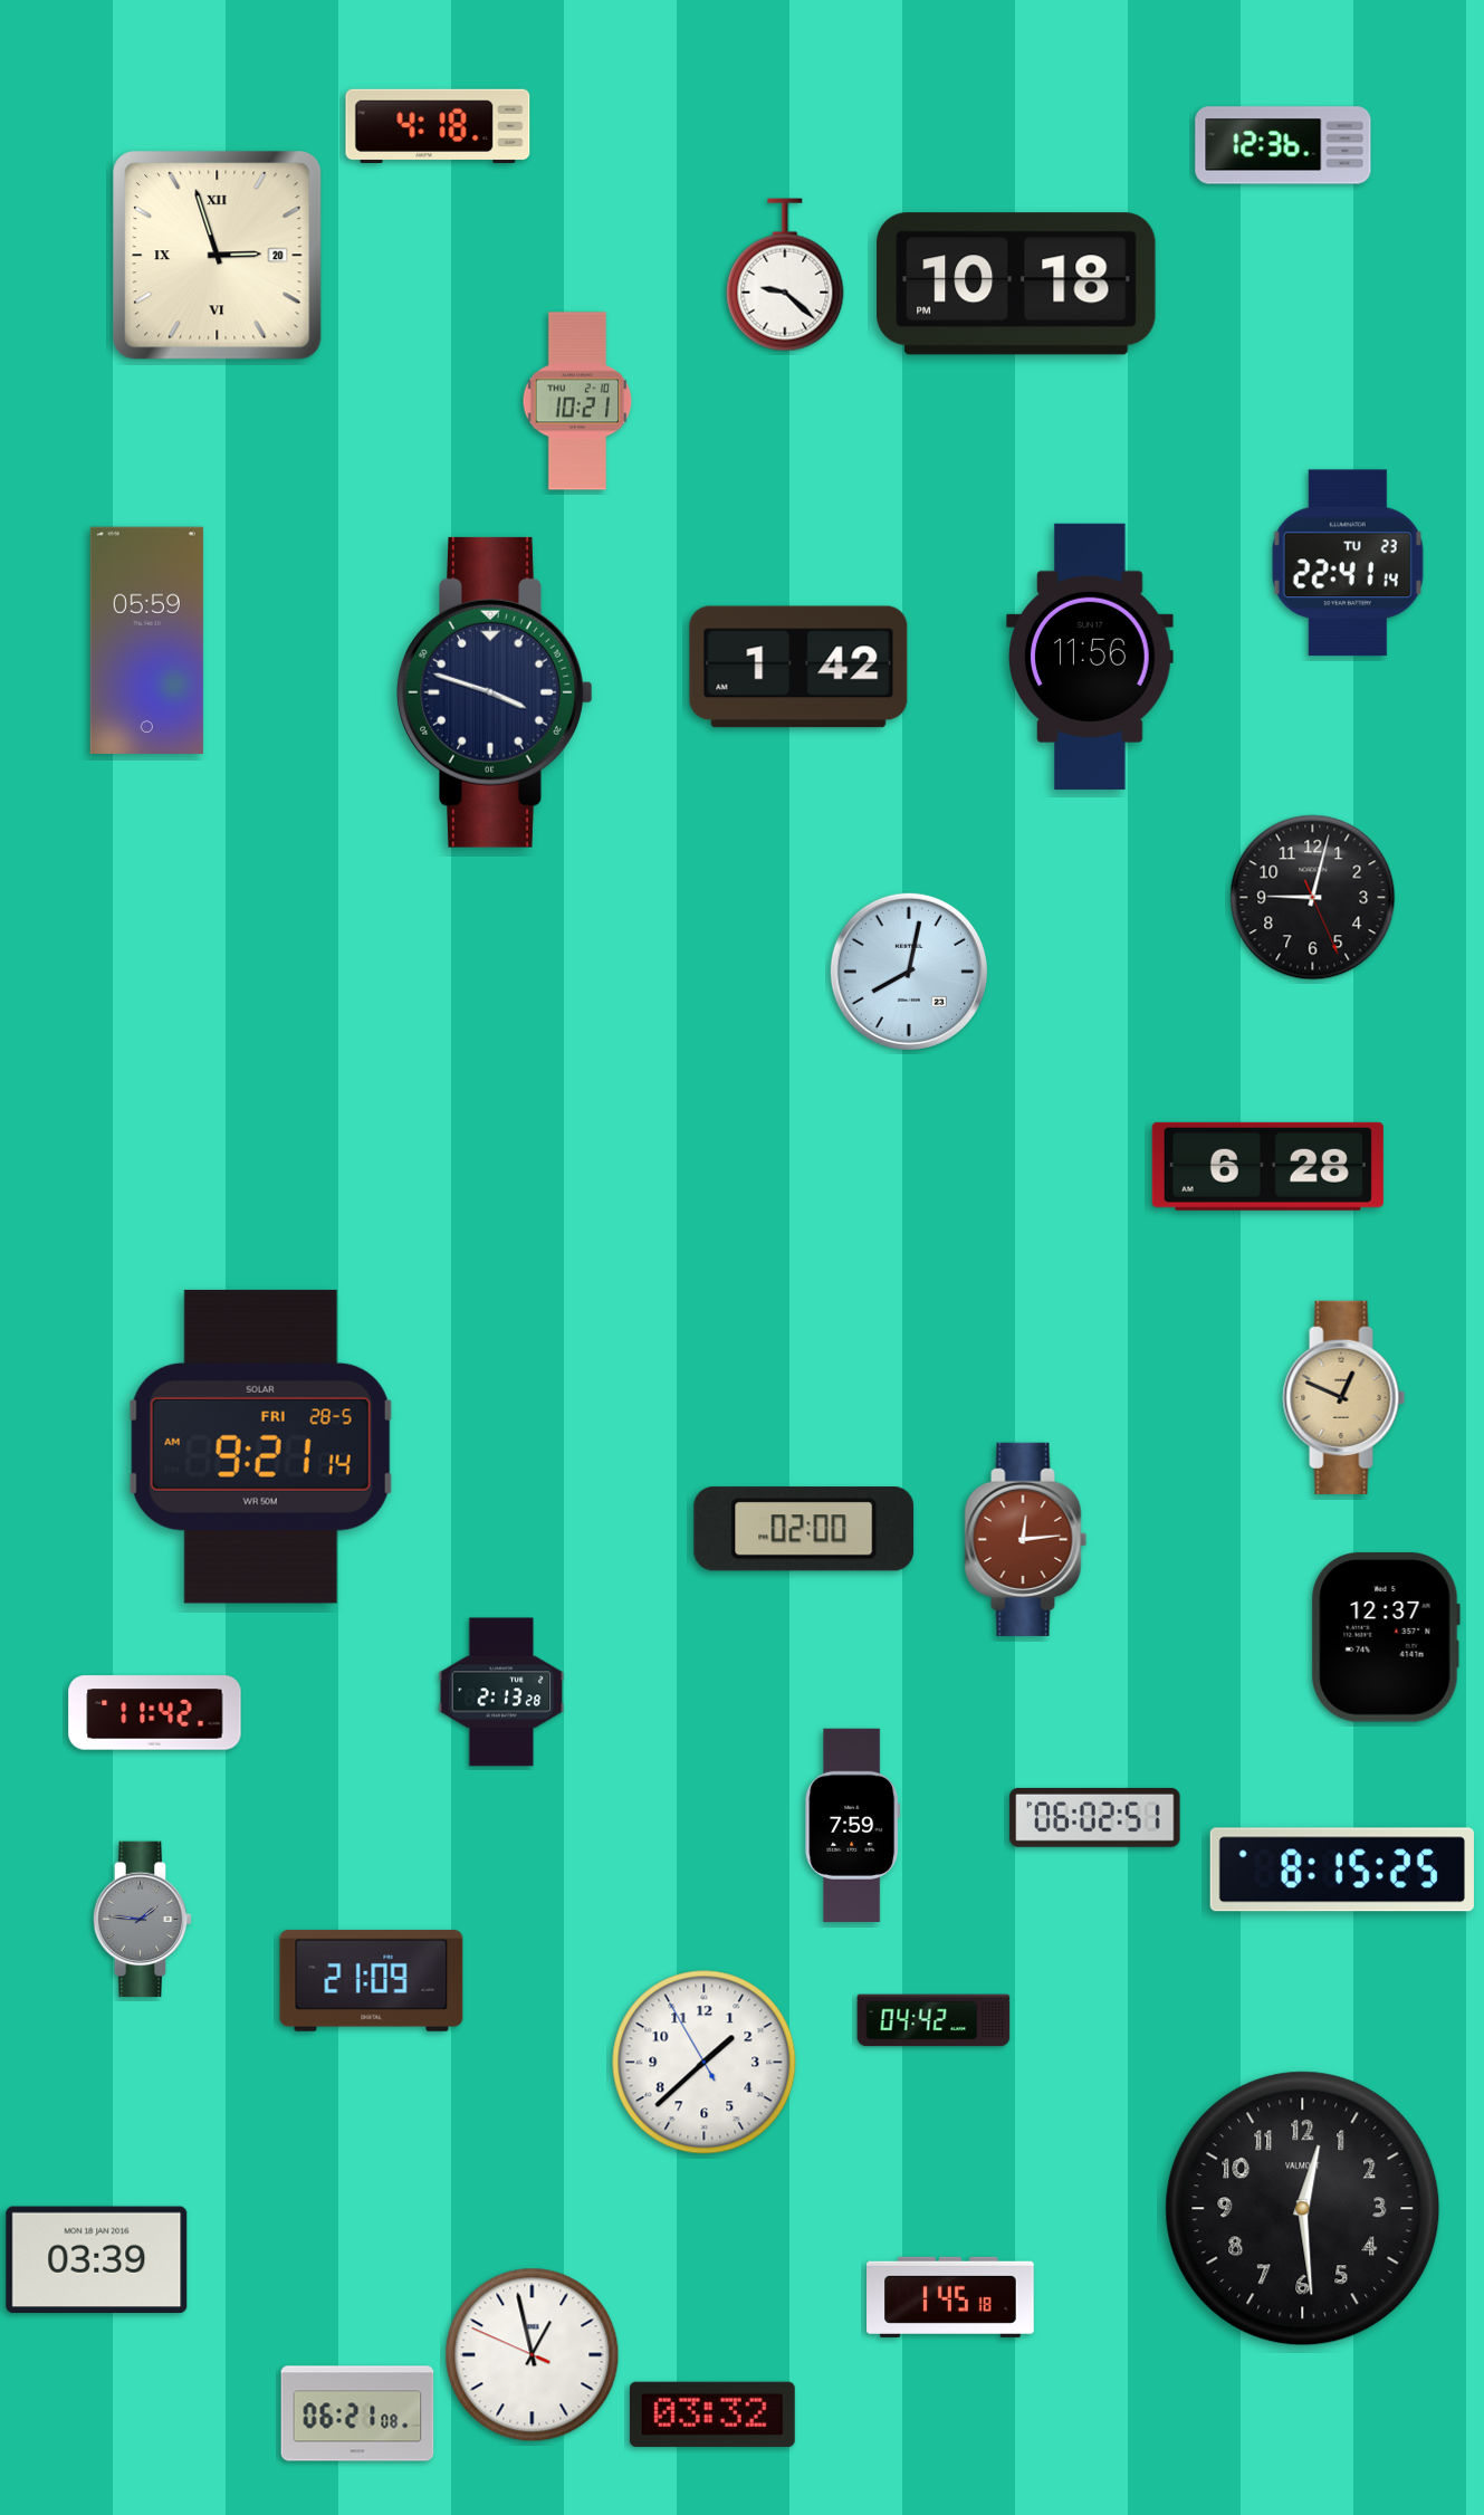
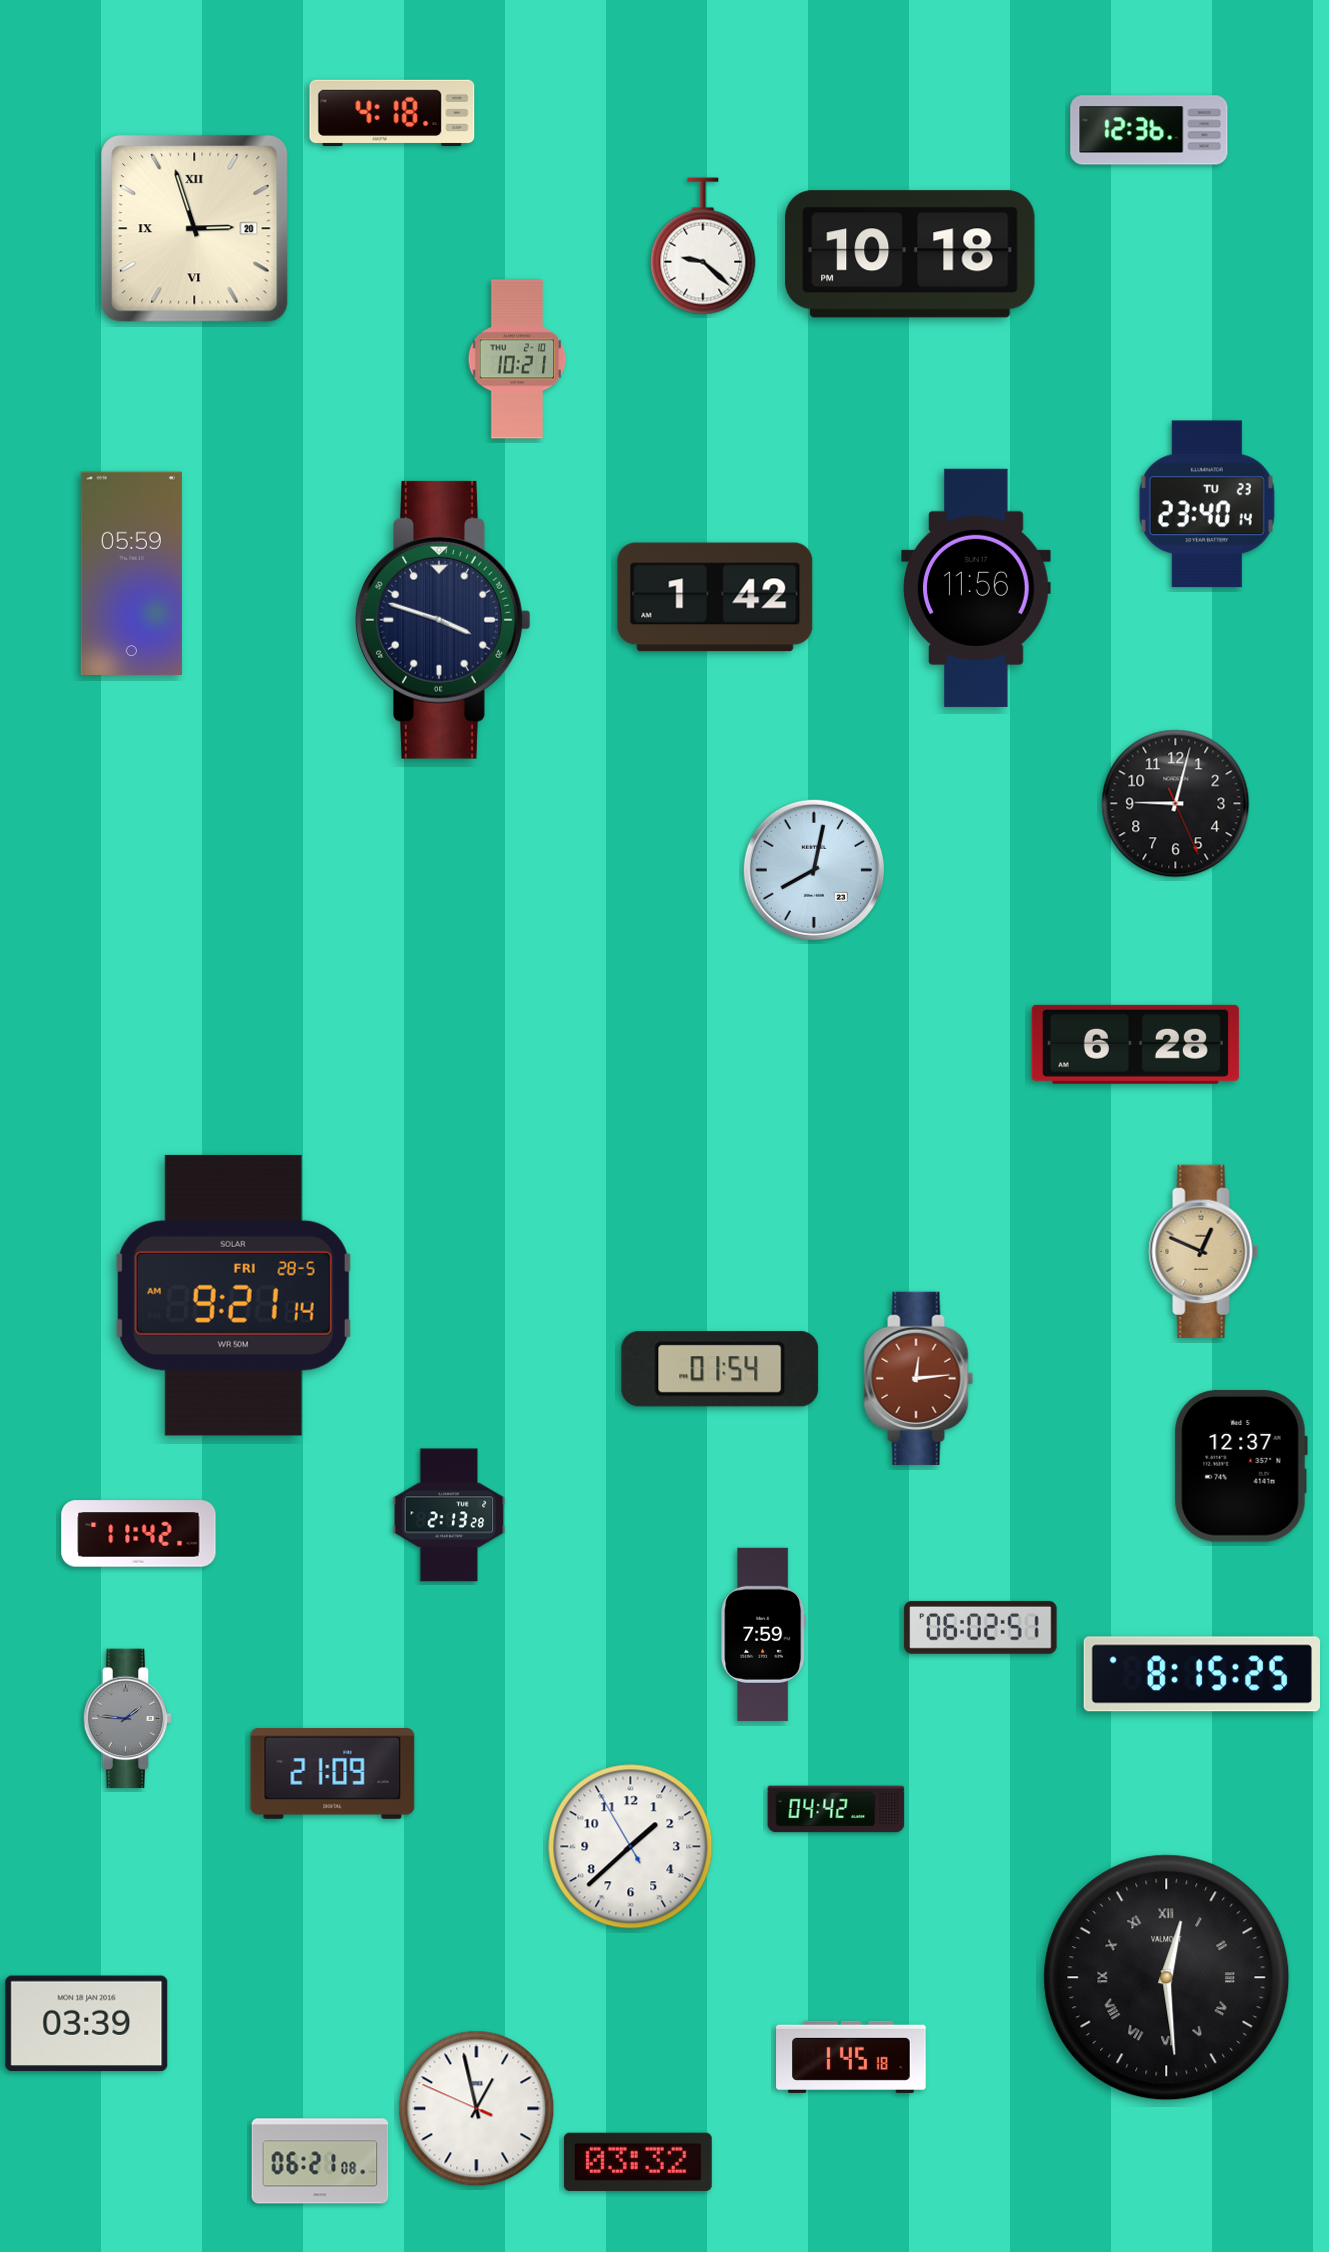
clock at (1348, 563): 22:41 -> 23:40
clock at (804, 1529): 02:00 -> 01:54
clock at (1303, 2209) numerals: Arabic -> Roman
